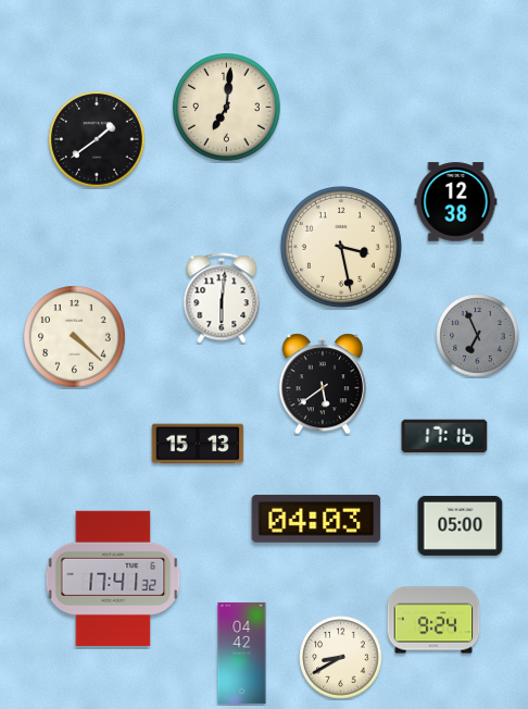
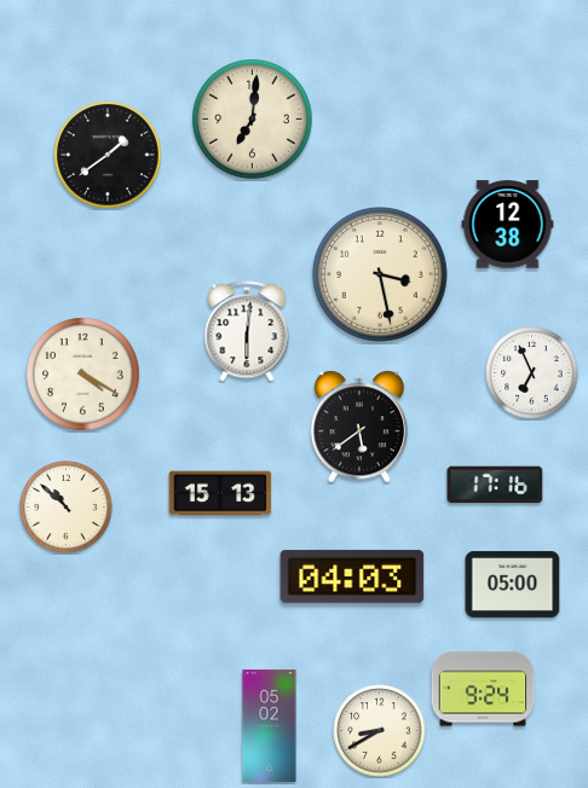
clock at (478, 336) dial: grey -> white
clock at (75, 337): 4:22 -> 4:20
clock at (67, 508): none -> 10:52
clock at (113, 577): 17:41 -> none
clock at (242, 652): 04:42 -> 05:02
